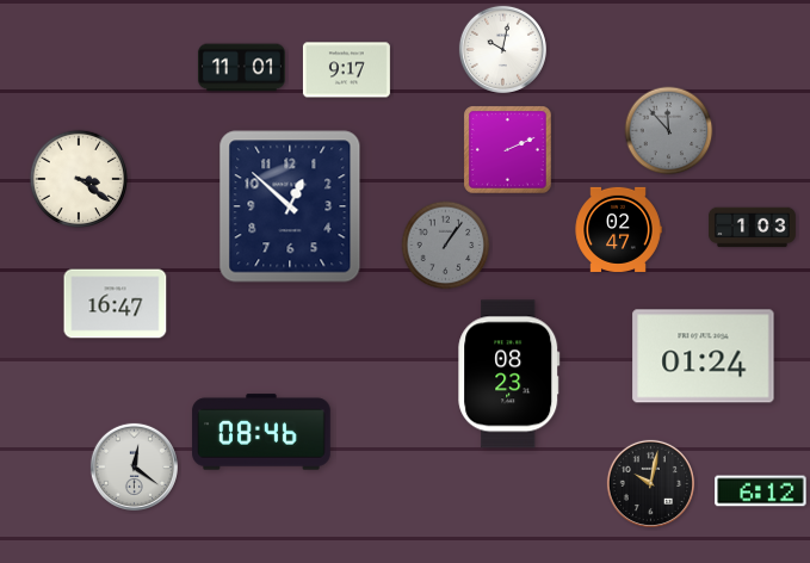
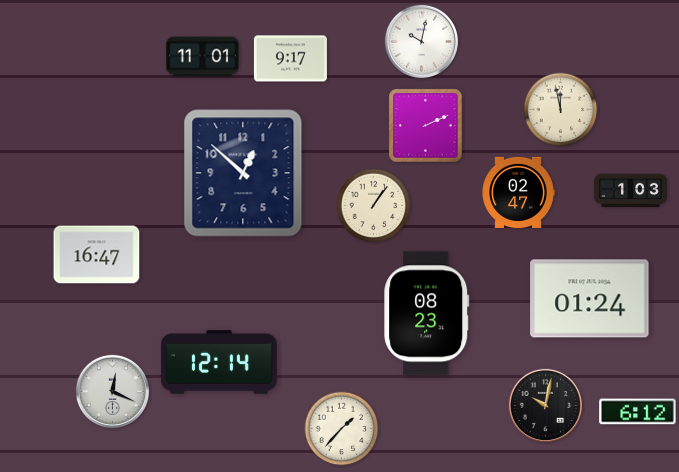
clock at (669, 131): 11:53 -> 11:58
clock at (669, 131) dial: grey -> cream
clock at (78, 178): 3:21 -> none
clock at (446, 246) dial: grey -> cream
clock at (261, 432): 08:46 -> 12:14
clock at (134, 466): 12:21 -> 12:19
clock at (342, 429): none -> 1:37
